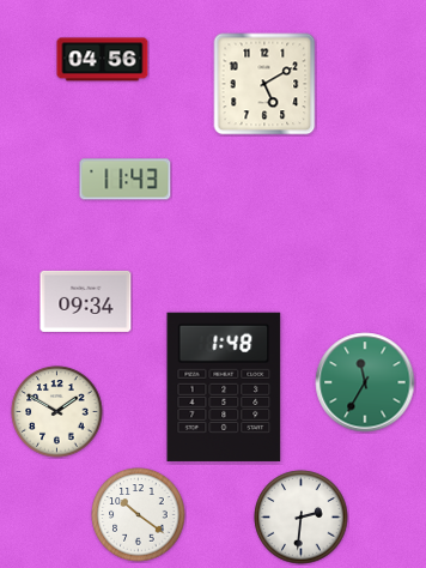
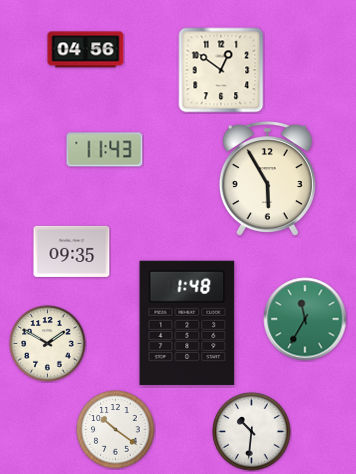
clock at (264, 84): 5:10 -> 12:51
clock at (267, 178): none -> 5:55
clock at (86, 301): 09:34 -> 09:35
clock at (302, 518): 2:31 -> 10:31
